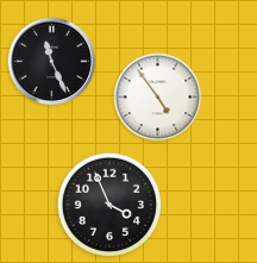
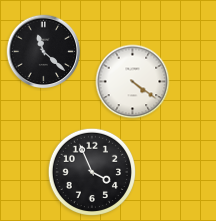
clock at (52, 62): 11:26 -> 11:22
clock at (158, 98): 4:54 -> 4:21
